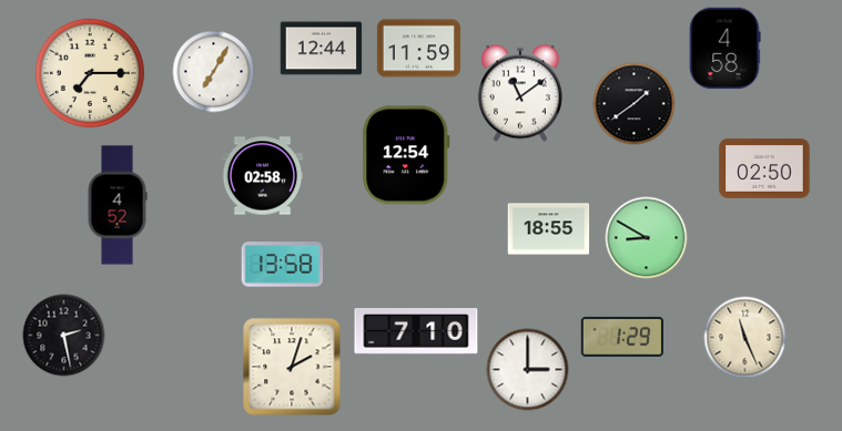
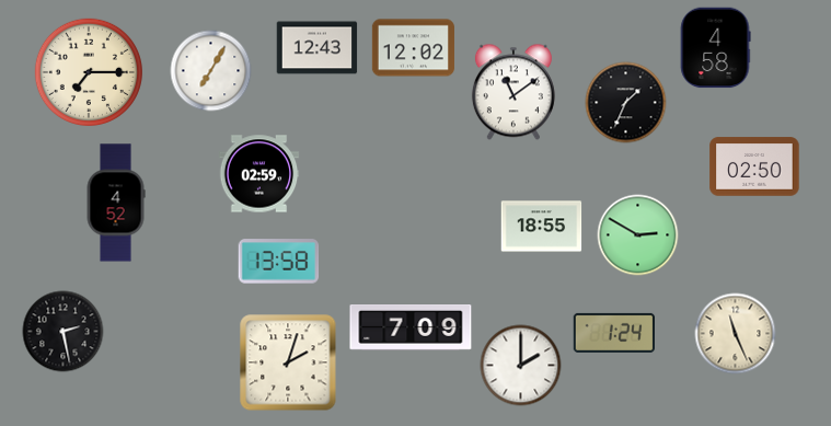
clock at (322, 49): 12:44 -> 12:43
clock at (418, 49): 11:59 -> 12:02
clock at (635, 104): 1:39 -> 1:34
clock at (406, 155): 12:54 -> none
clock at (263, 176): 02:58 -> 02:59
clock at (647, 238): 8:50 -> 2:50
clock at (416, 332): 7:10 -> 7:09
clock at (621, 337): 1:29 -> 1:24
clock at (528, 370): 3:00 -> 2:00
